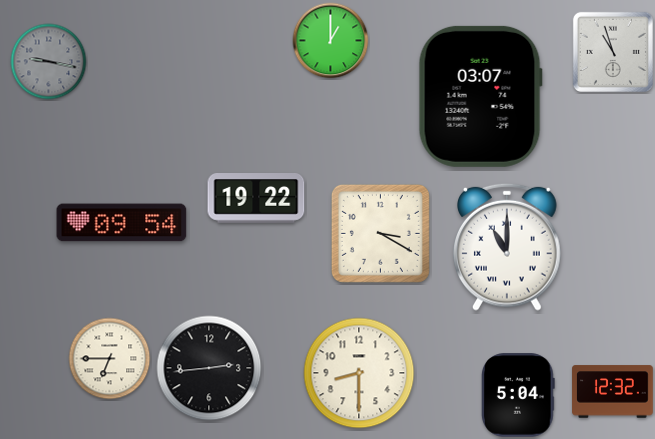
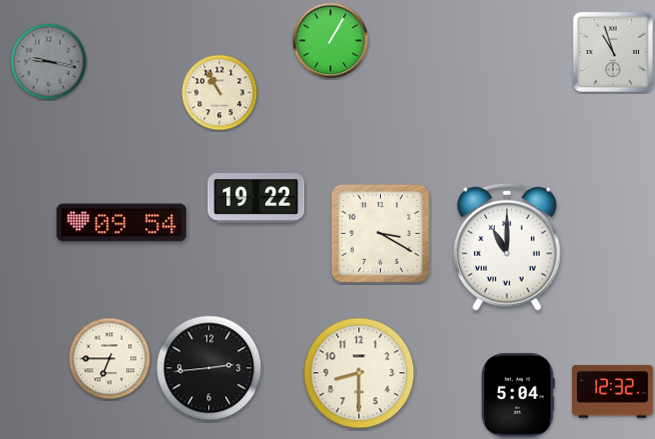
clock at (331, 41): 1:00 -> 1:05
clock at (220, 93): none -> 10:55
clock at (480, 96): 03:07 -> none
